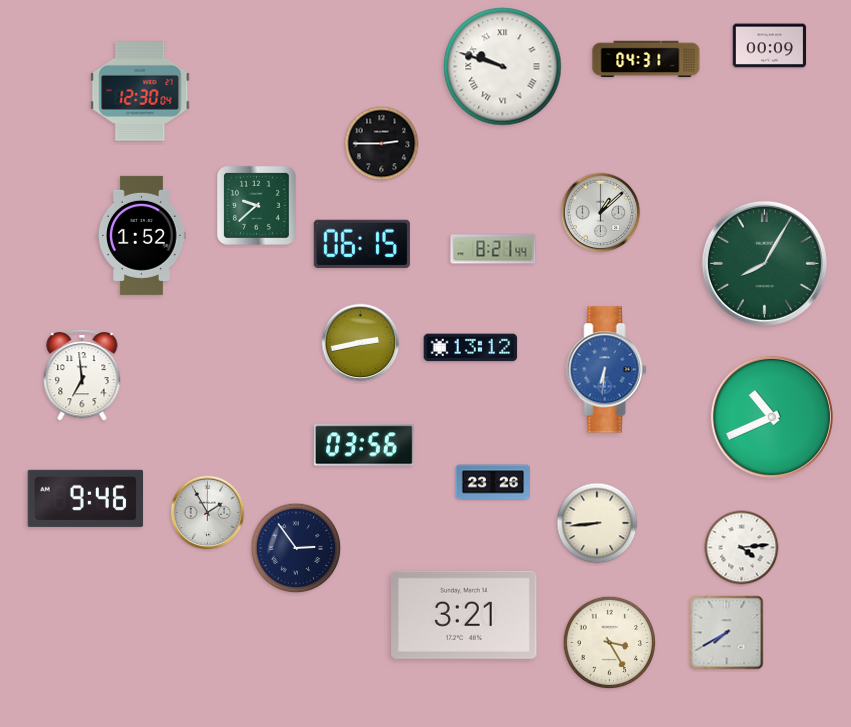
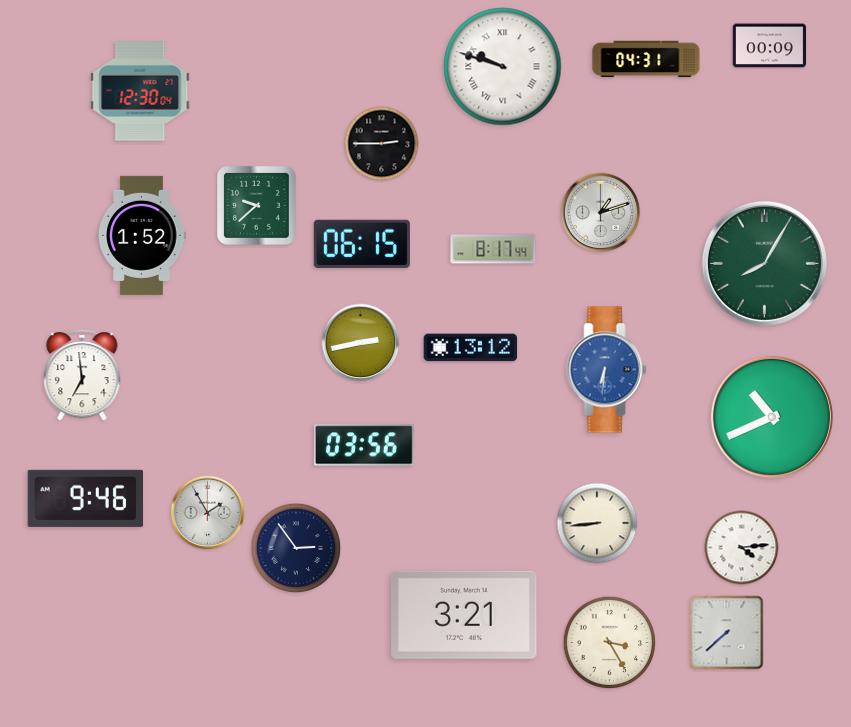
clock at (601, 213): 1:08 -> 1:12
clock at (493, 249): 8:21 -> 8:17
clock at (492, 482): 23:26 -> none
clock at (727, 633): 7:40 -> 7:38
